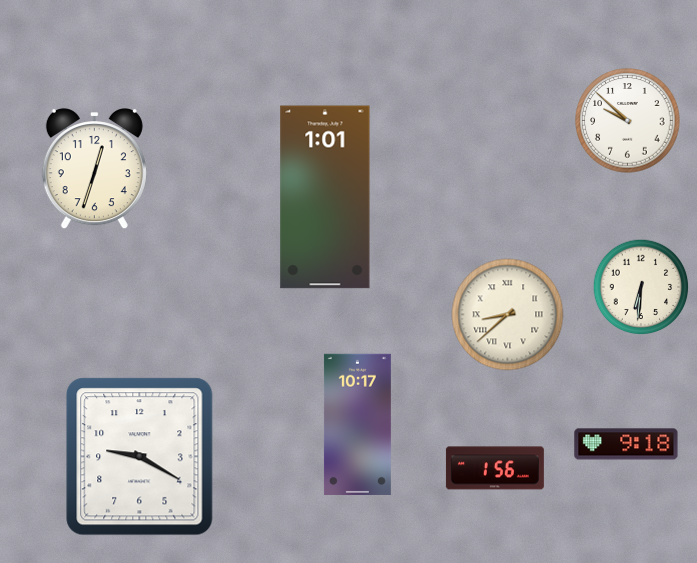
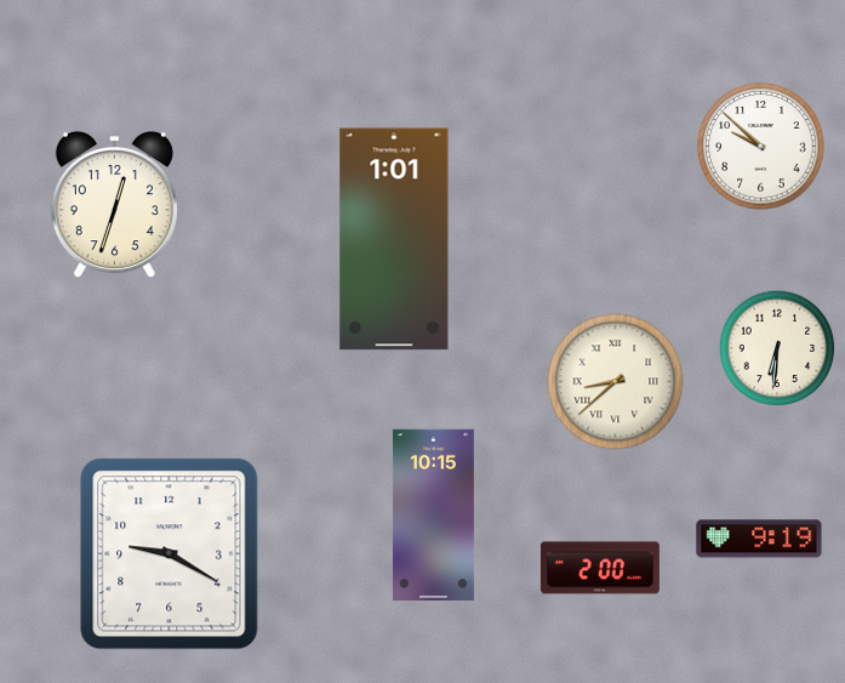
clock at (357, 424): 10:17 -> 10:15
clock at (626, 444): 9:18 -> 9:19
clock at (495, 468): 1:56 -> 2:00
